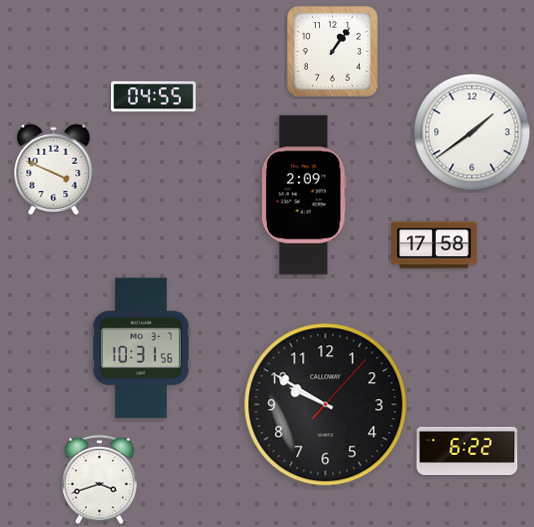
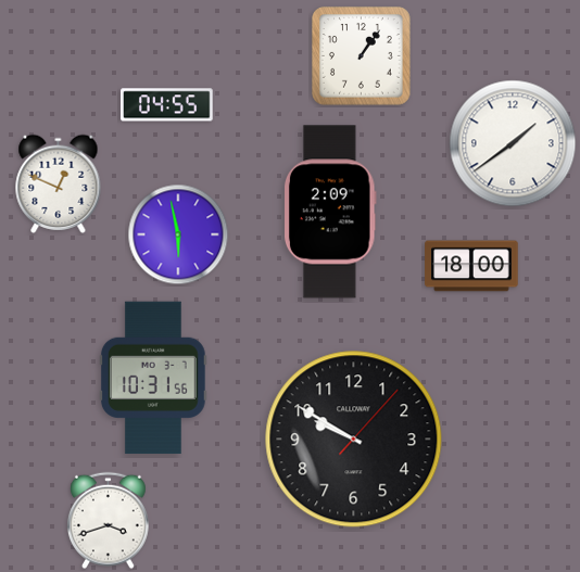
clock at (54, 169): 3:49 -> 12:49
clock at (178, 234): none -> 5:58
clock at (434, 245): 17:58 -> 18:00
clock at (467, 451): 6:22 -> none
